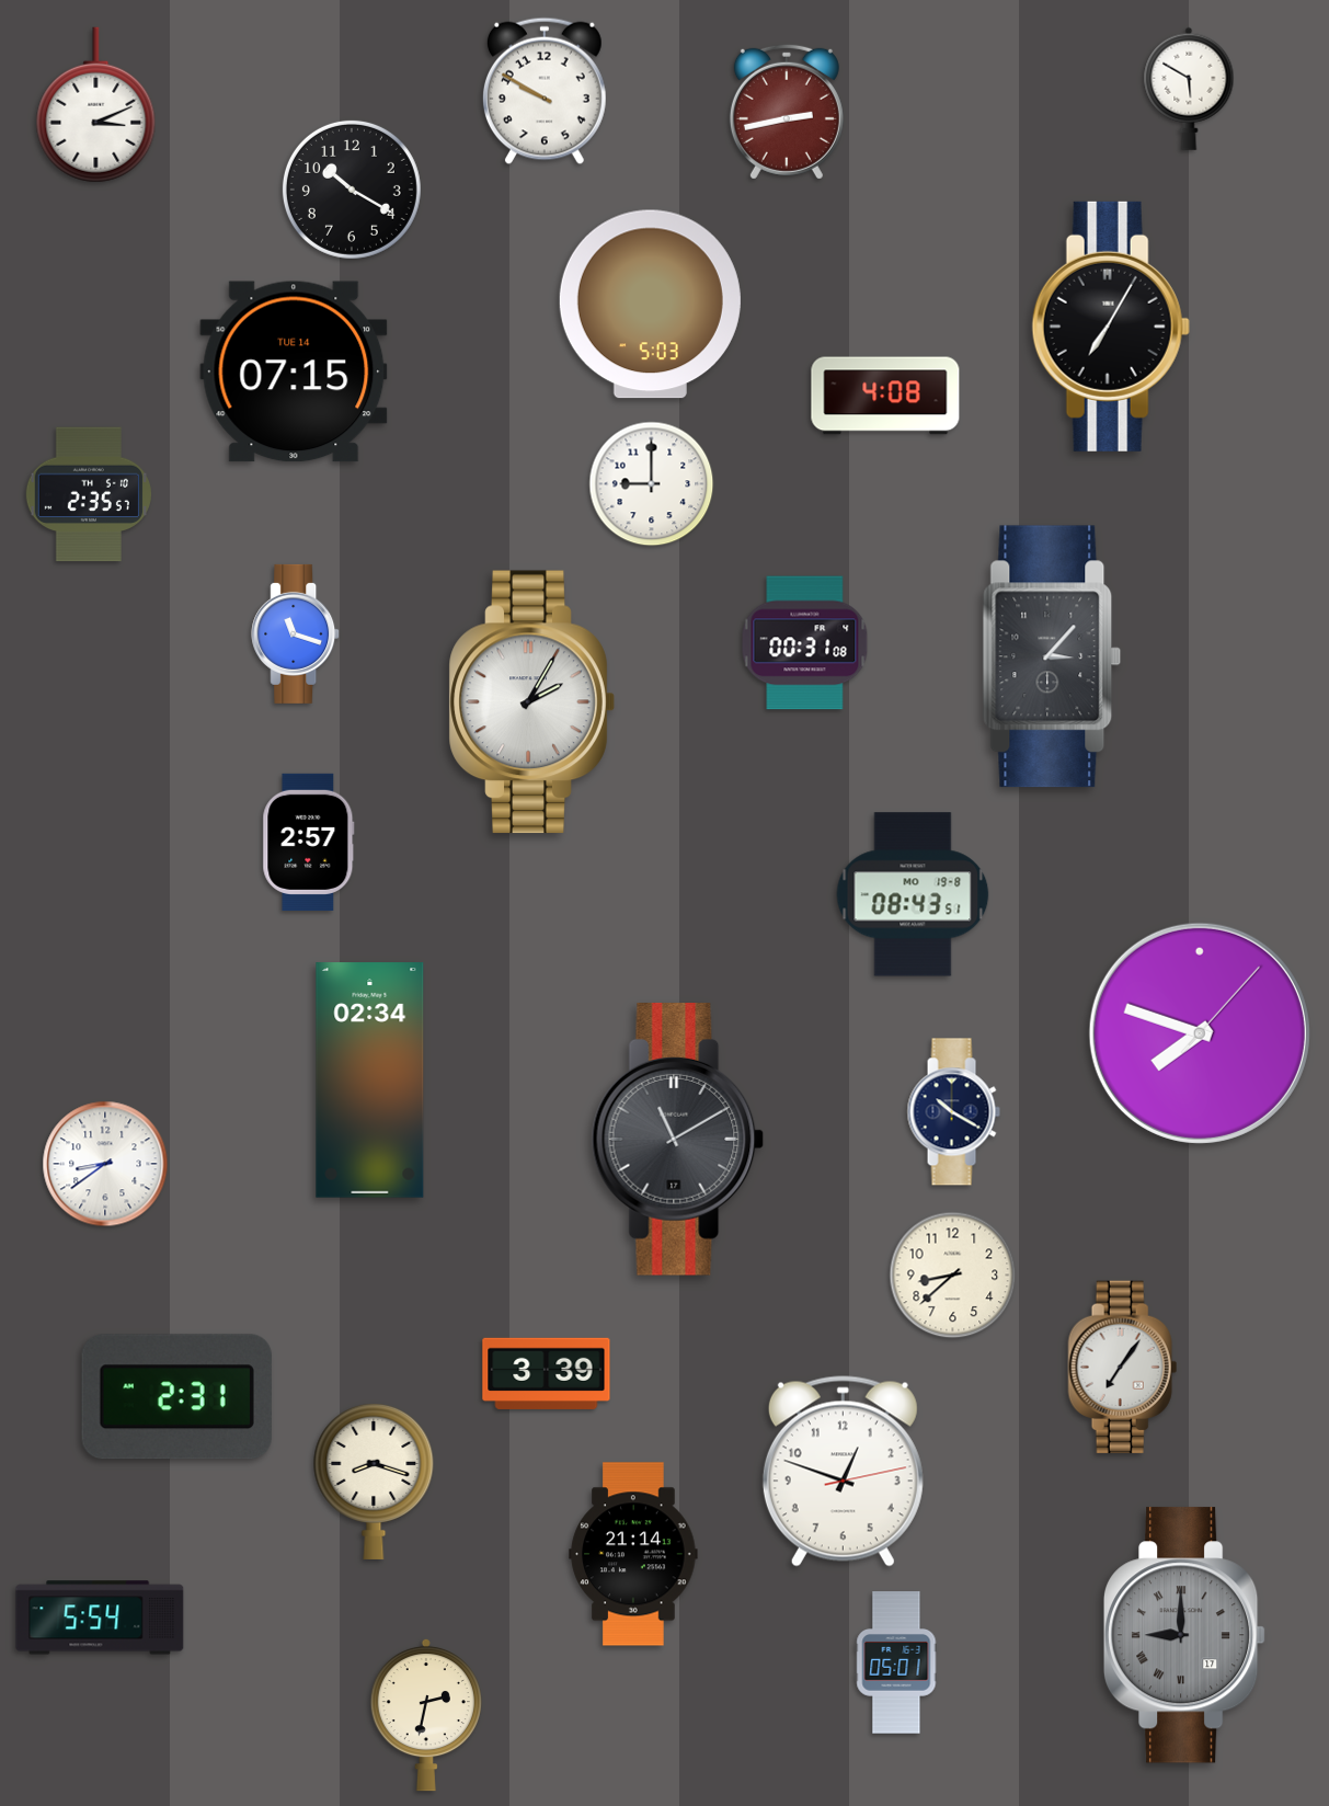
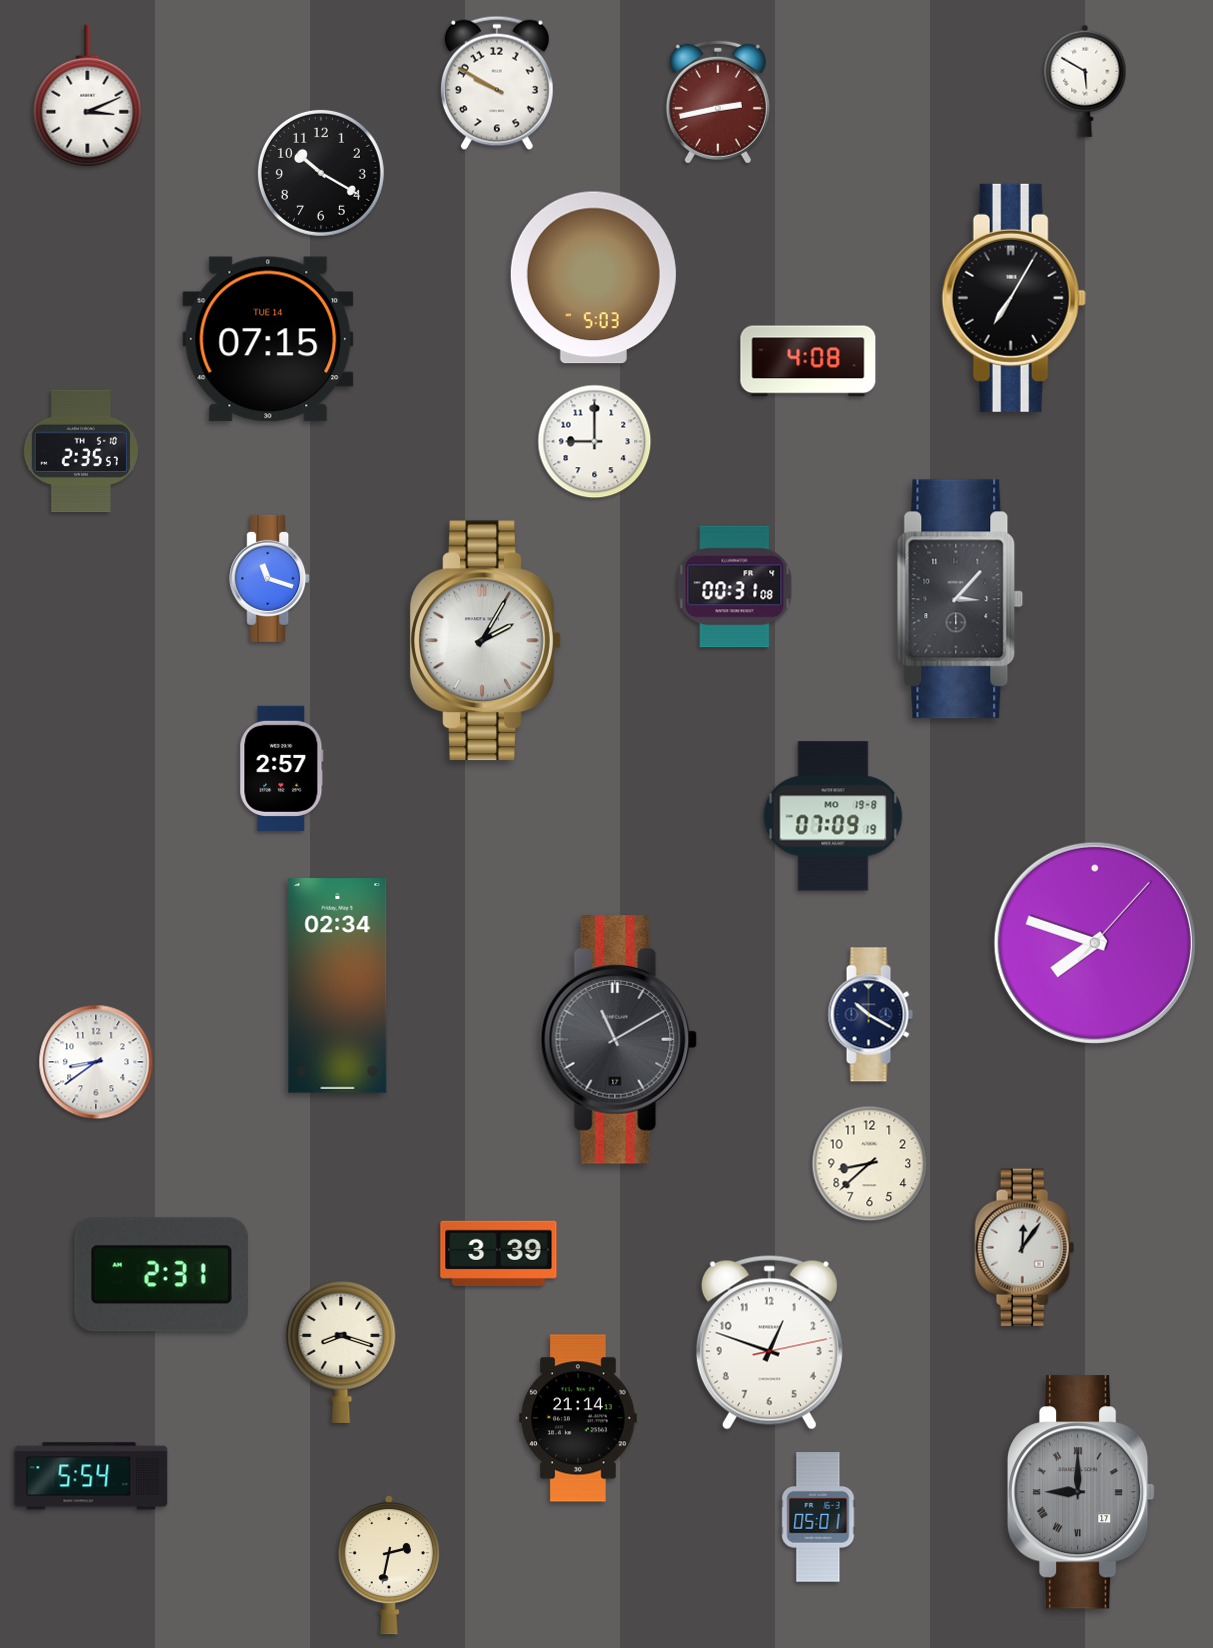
clock at (913, 894): 08:43 -> 07:09
clock at (1123, 1368): 7:06 -> 12:06
